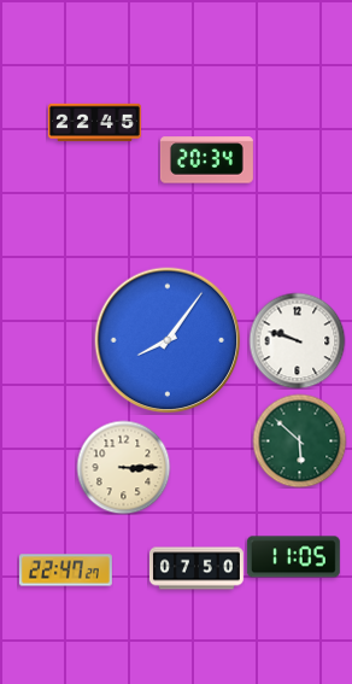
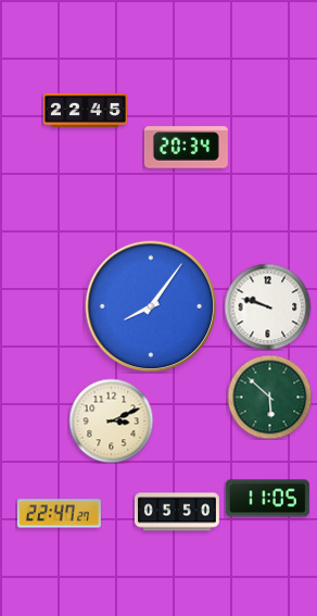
clock at (206, 160) position: (206, 160) -> (186, 148)
clock at (123, 467): 3:15 -> 3:11
clock at (293, 557) position: (293, 557) -> (267, 499)
clock at (196, 568): 07:50 -> 05:50
